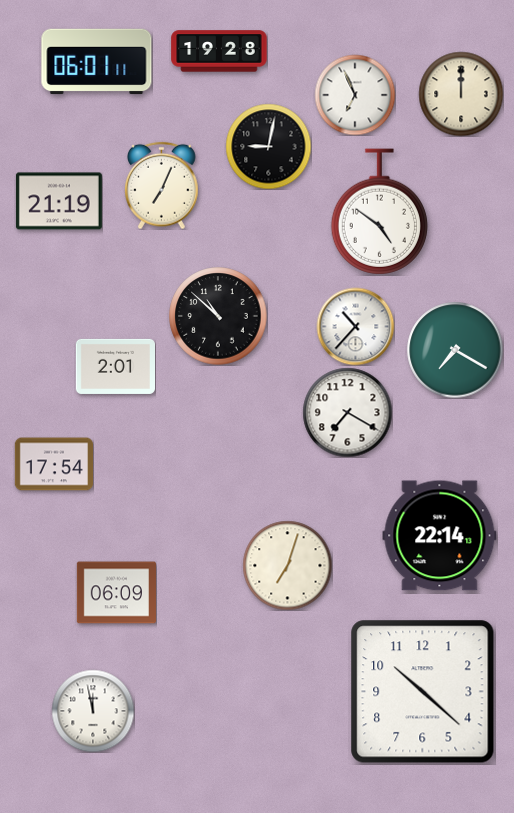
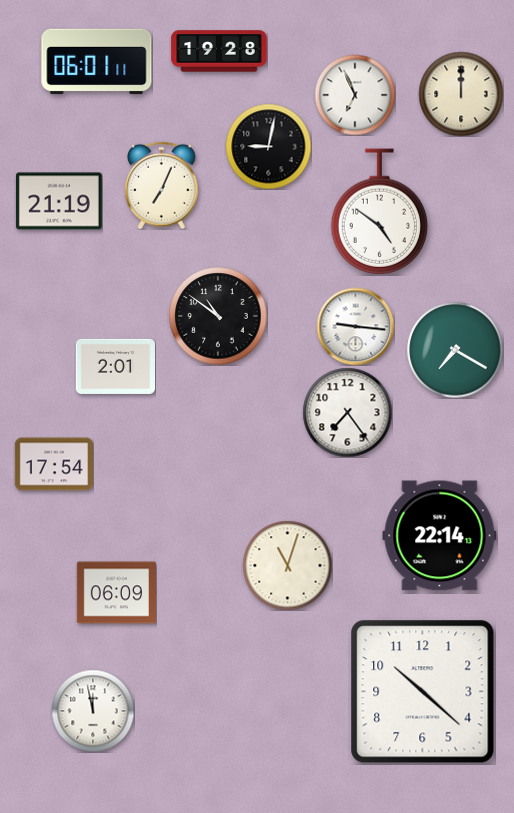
clock at (218, 316): 10:52 -> 10:51
clock at (355, 326): 10:37 -> 9:16
clock at (347, 412): 7:20 -> 7:24
clock at (287, 565): 7:03 -> 11:03
